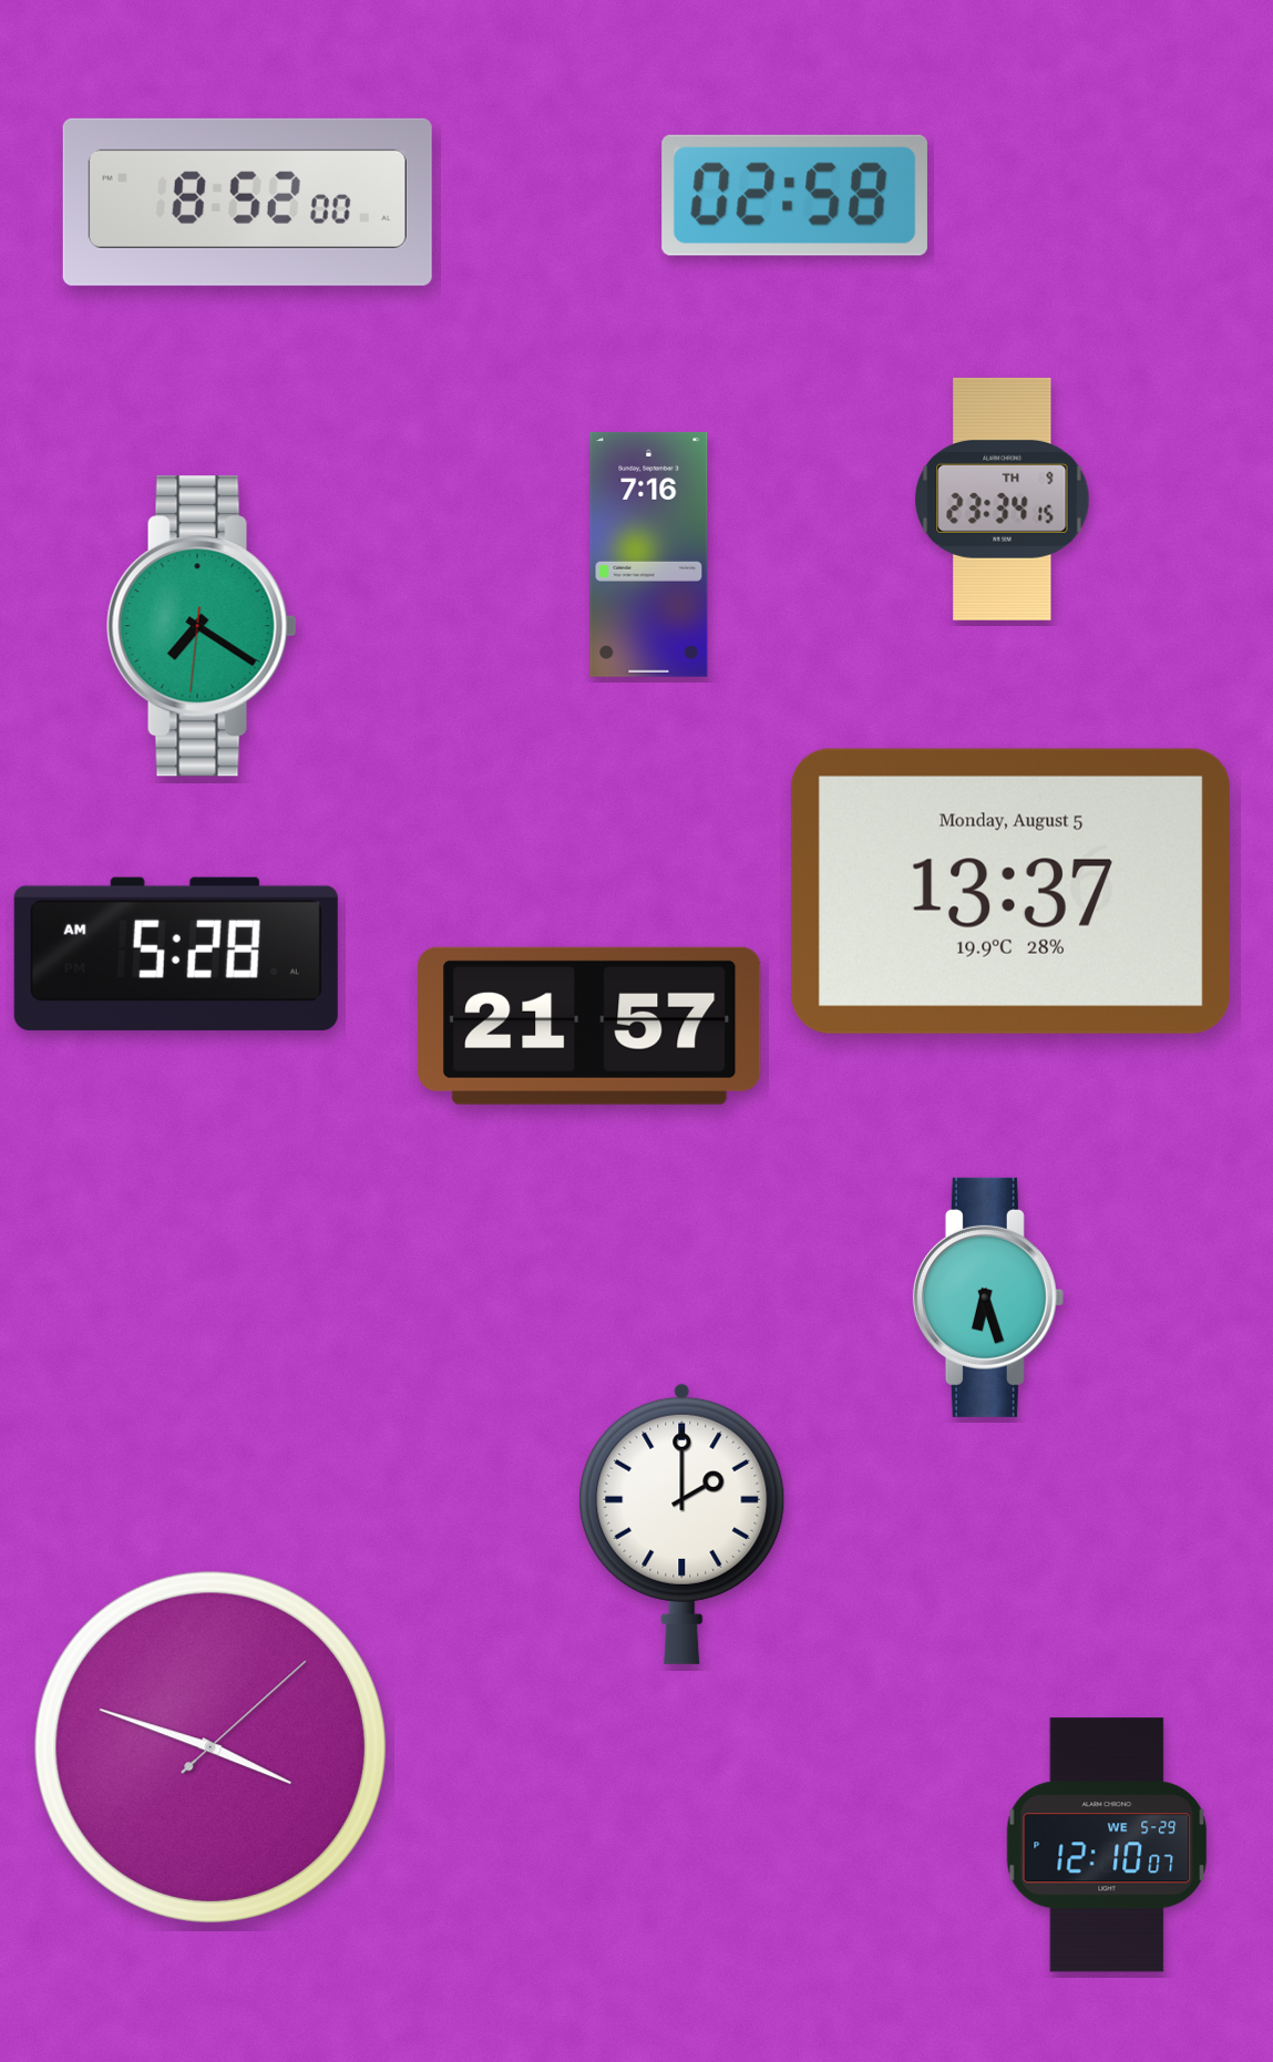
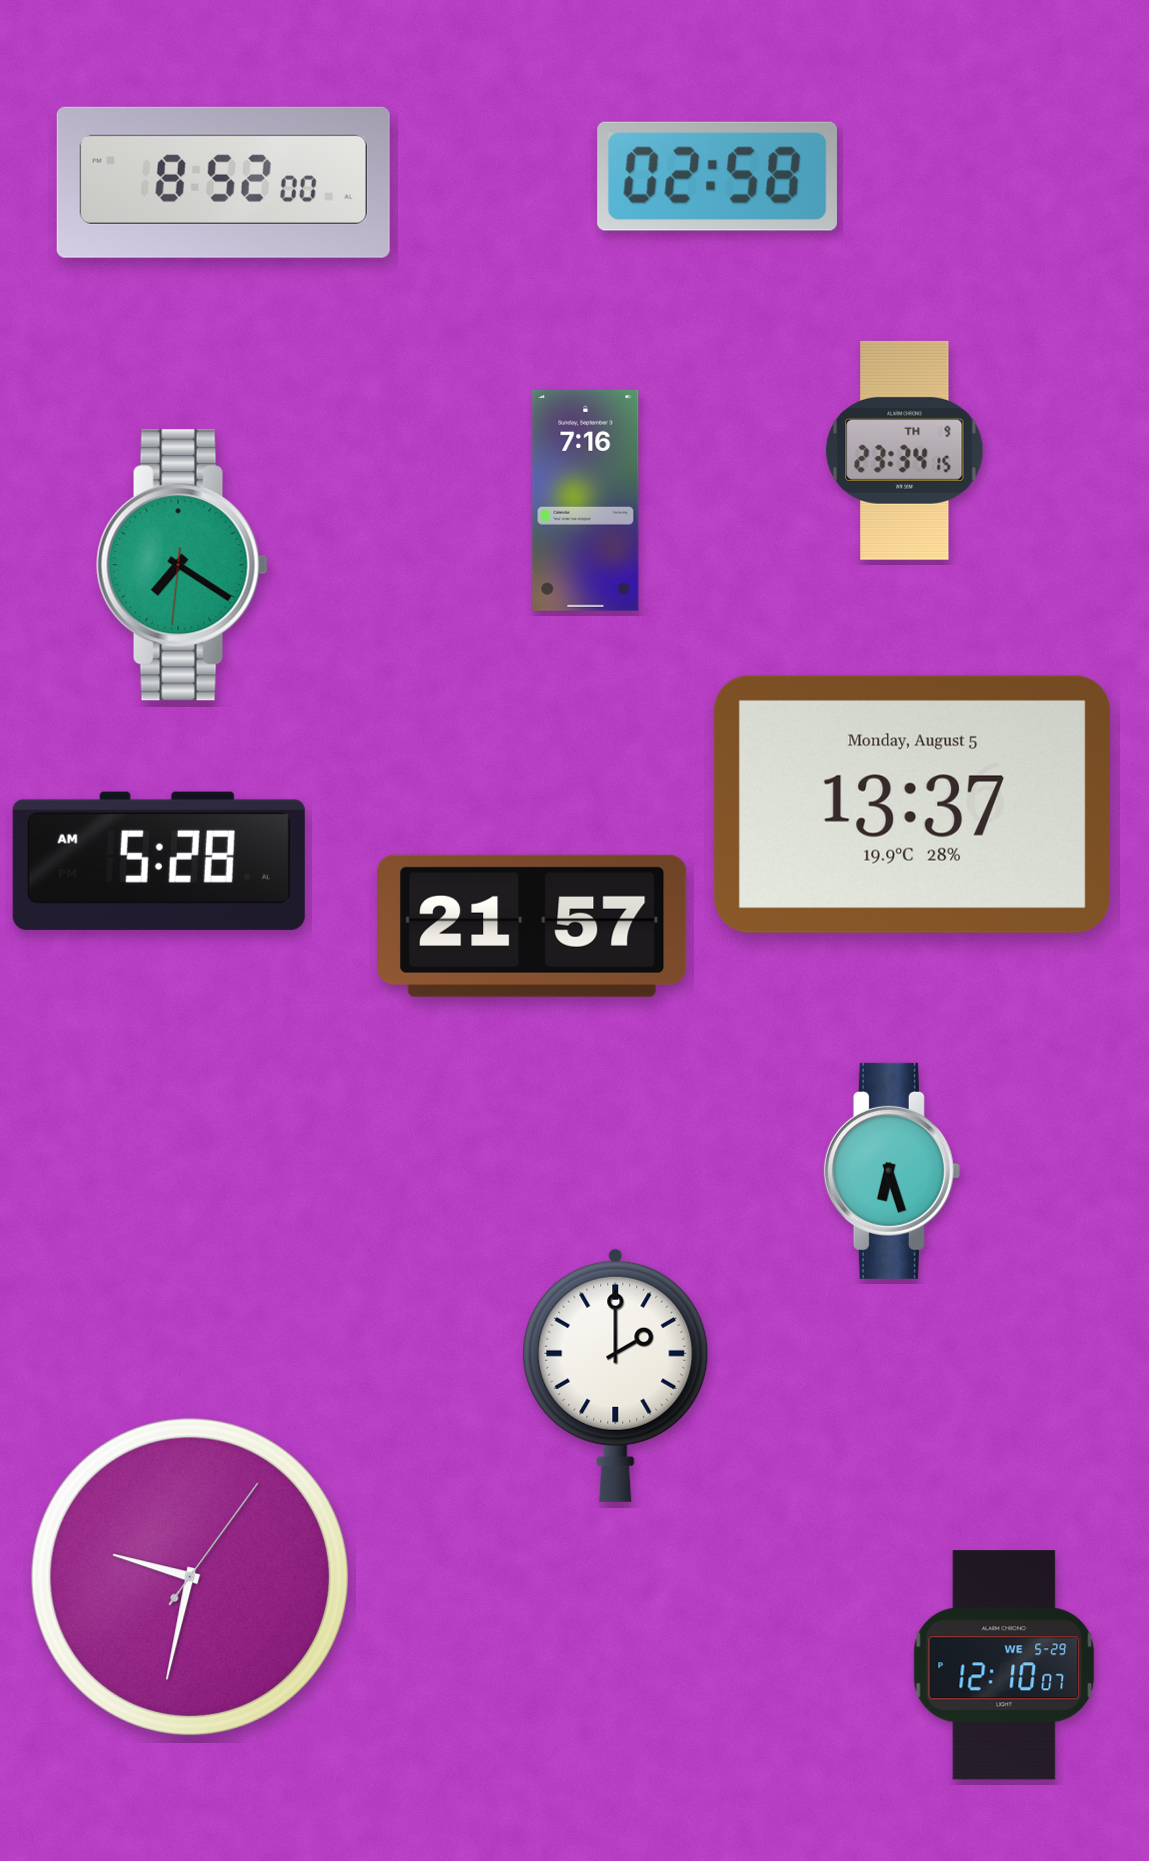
clock at (211, 1747): 3:48 -> 9:32
clock at (1107, 1845) position: (1107, 1845) -> (1004, 1665)
